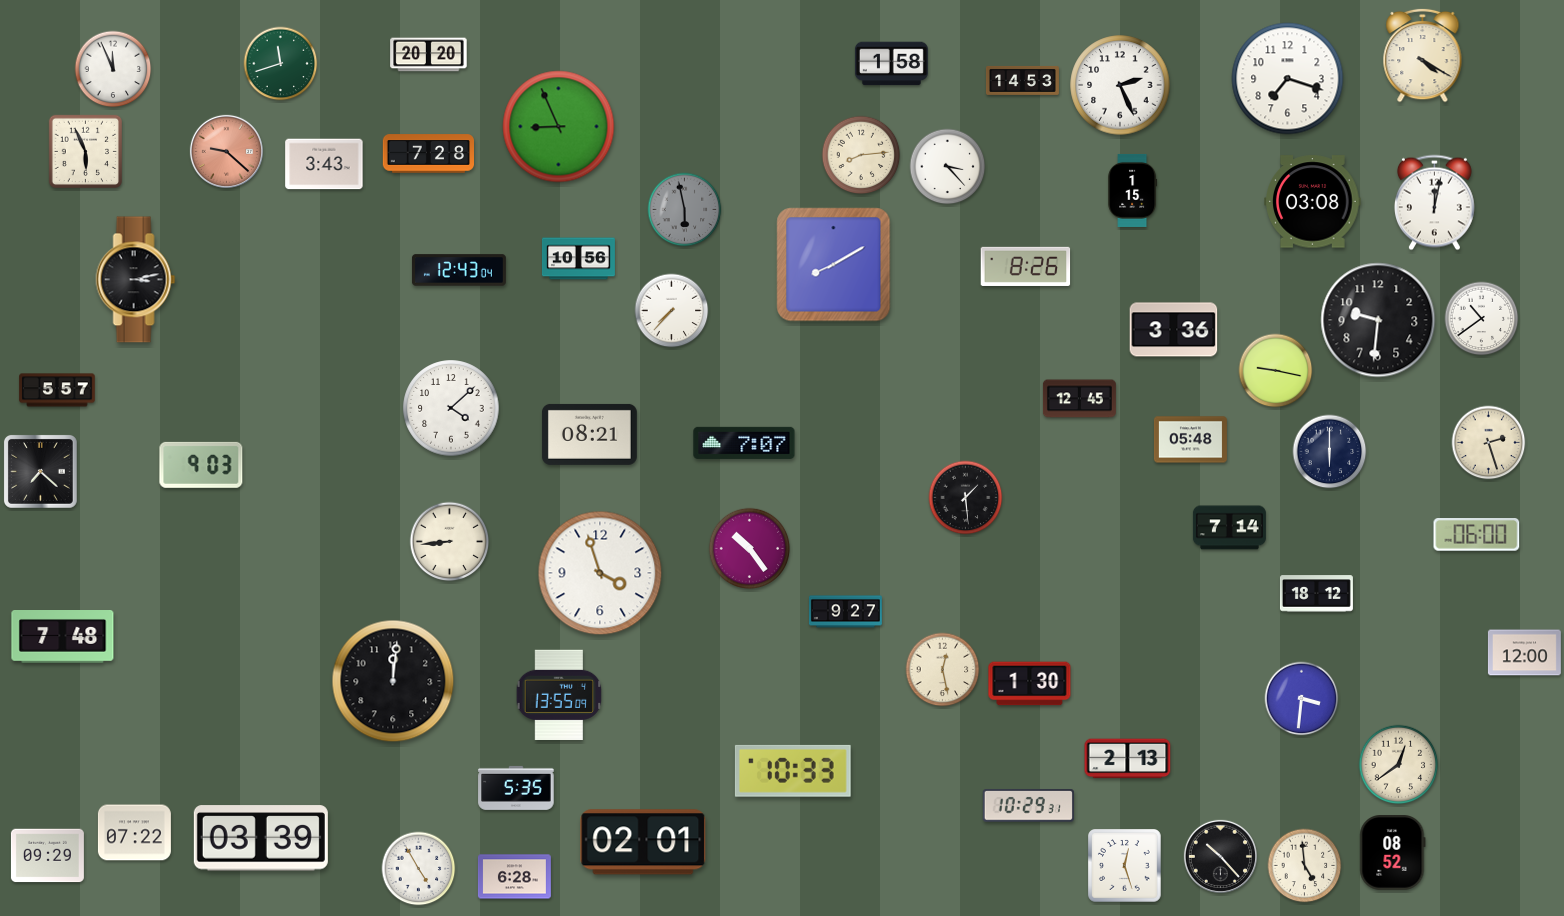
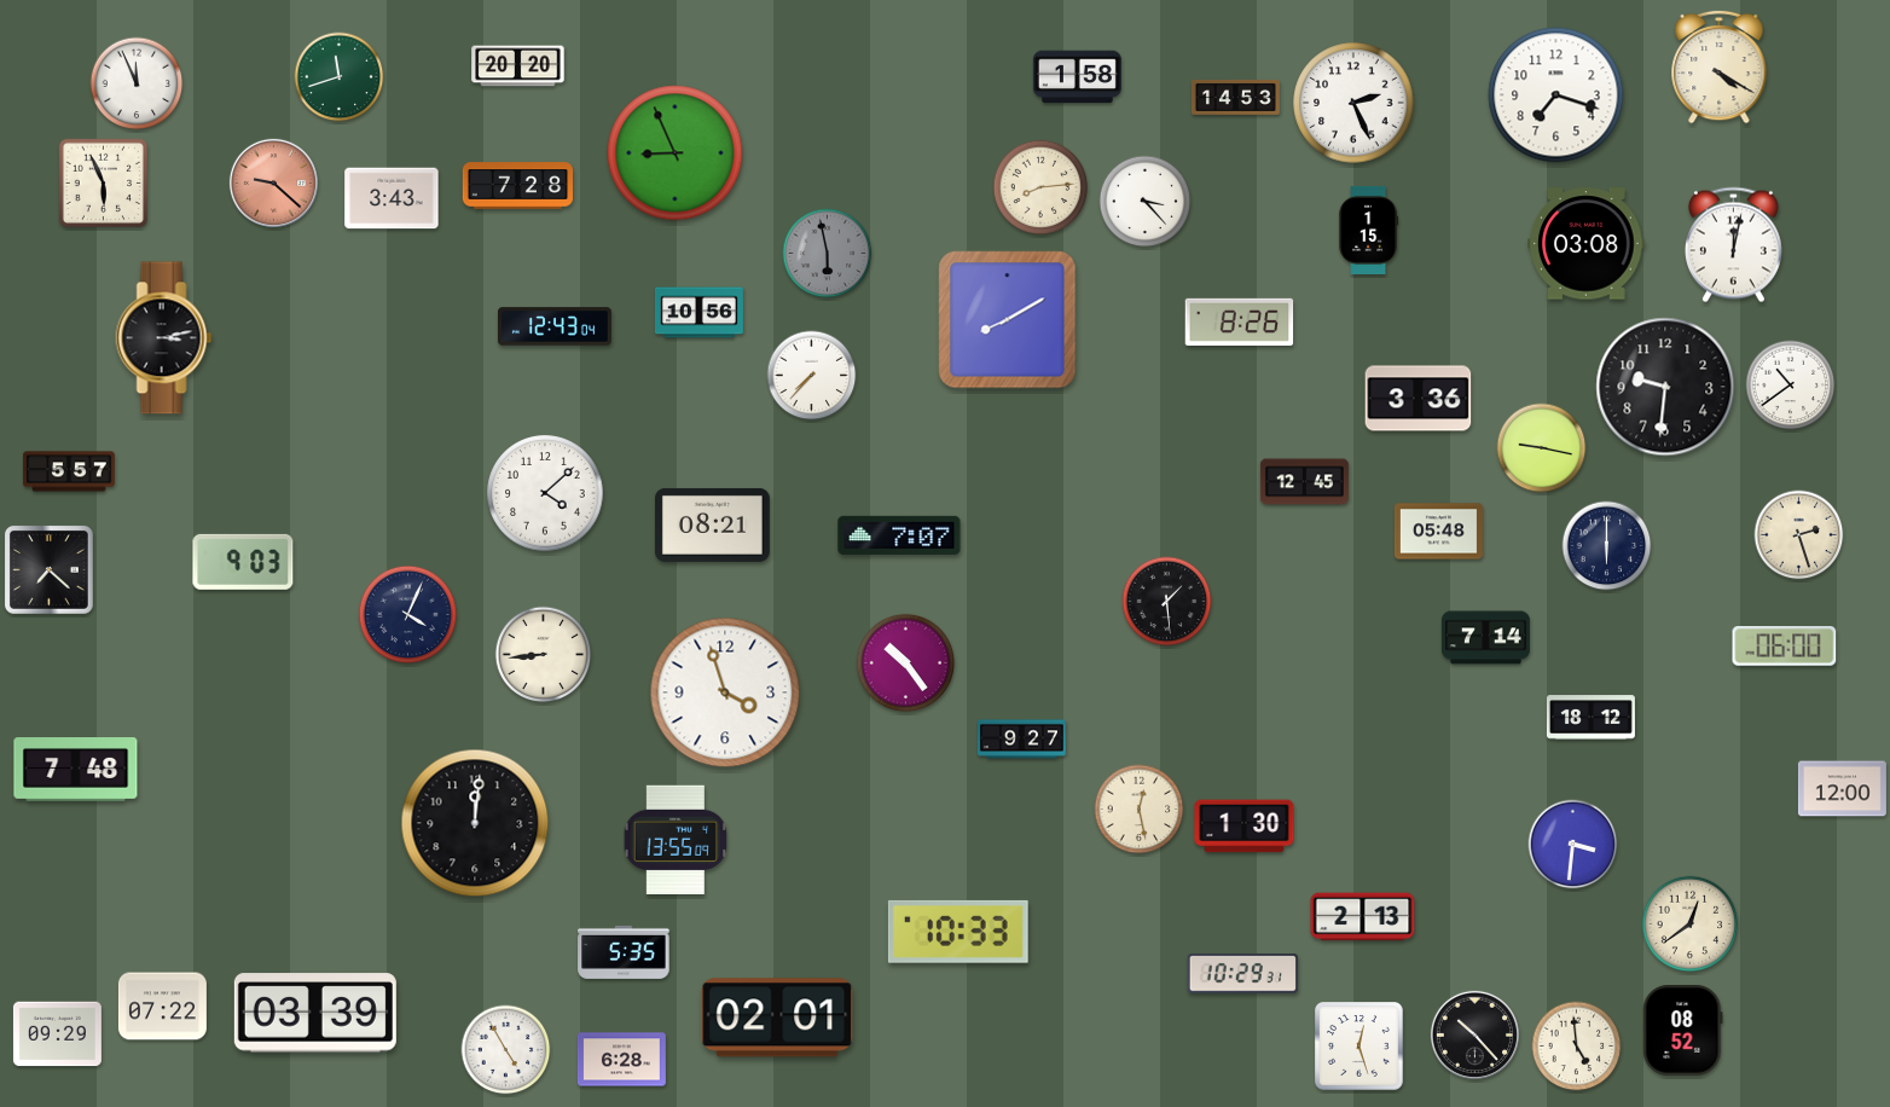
clock at (408, 615): none -> 4:04
